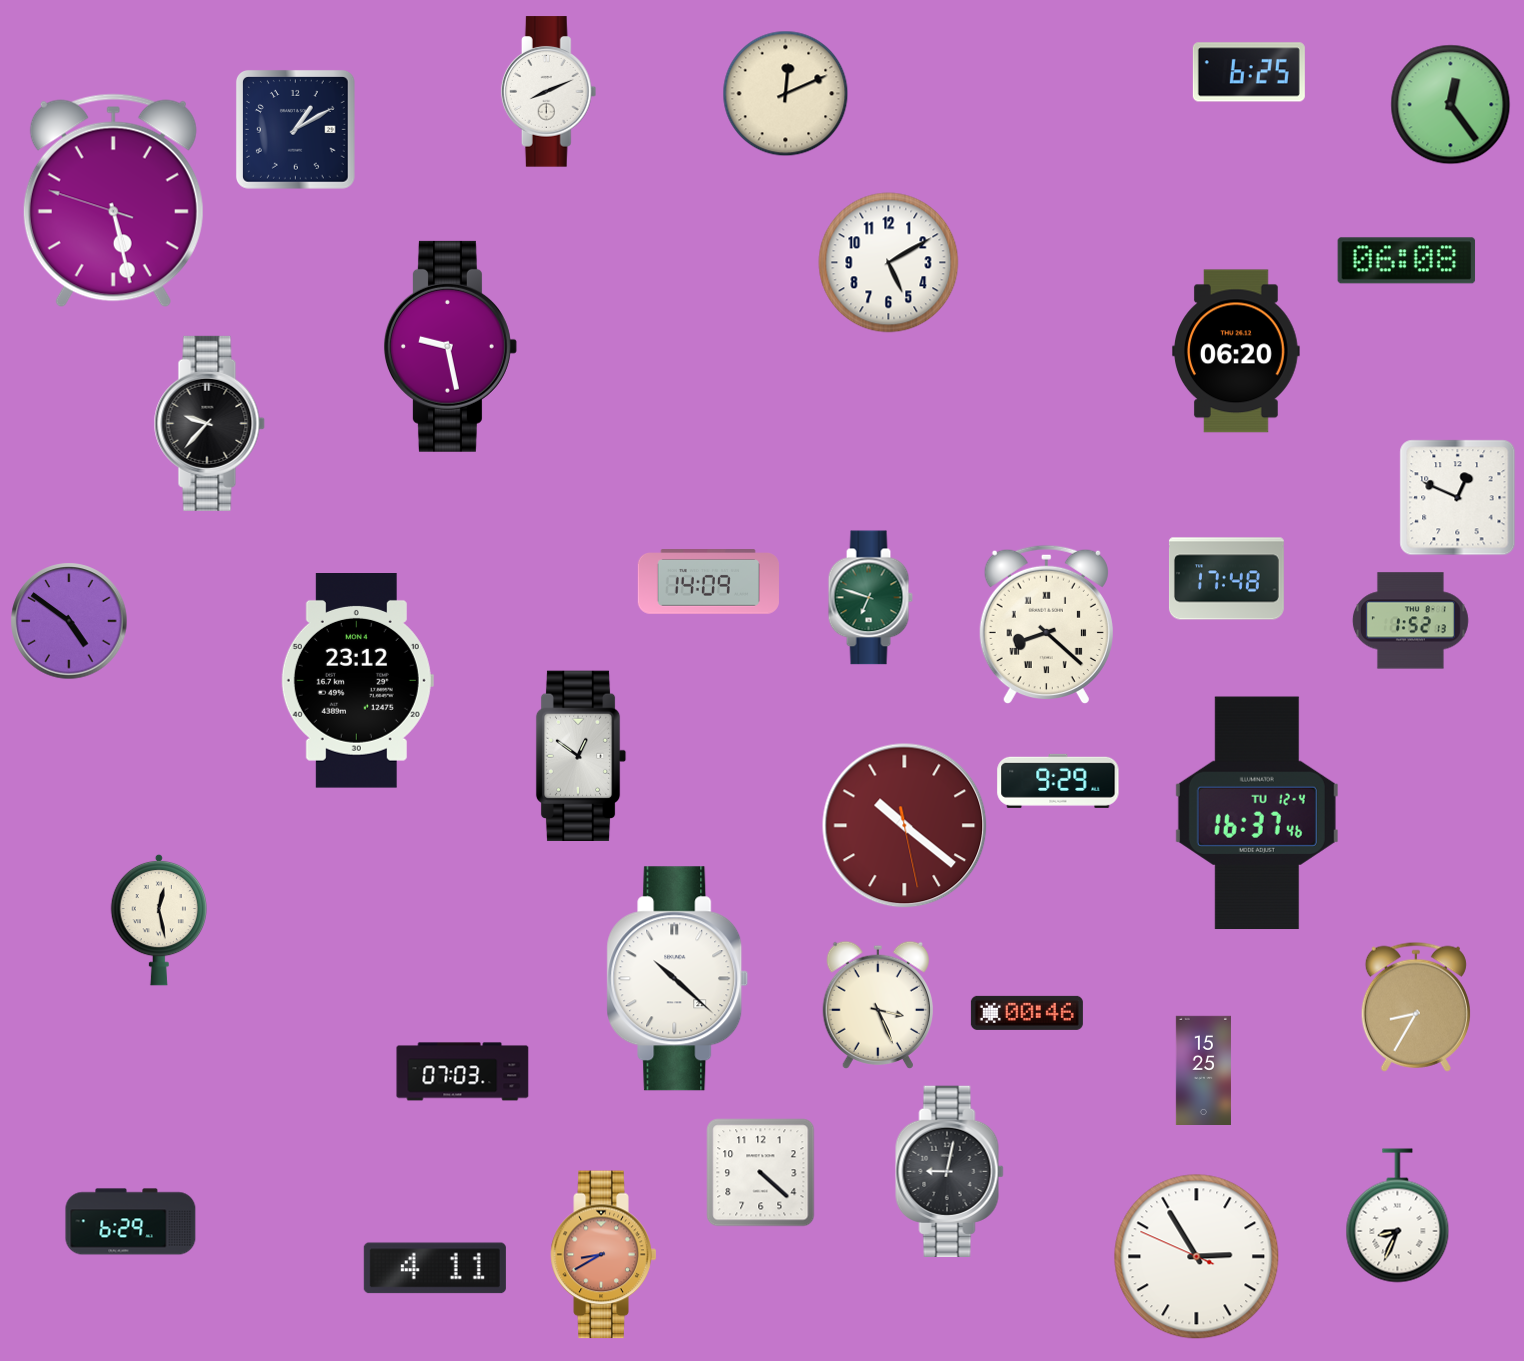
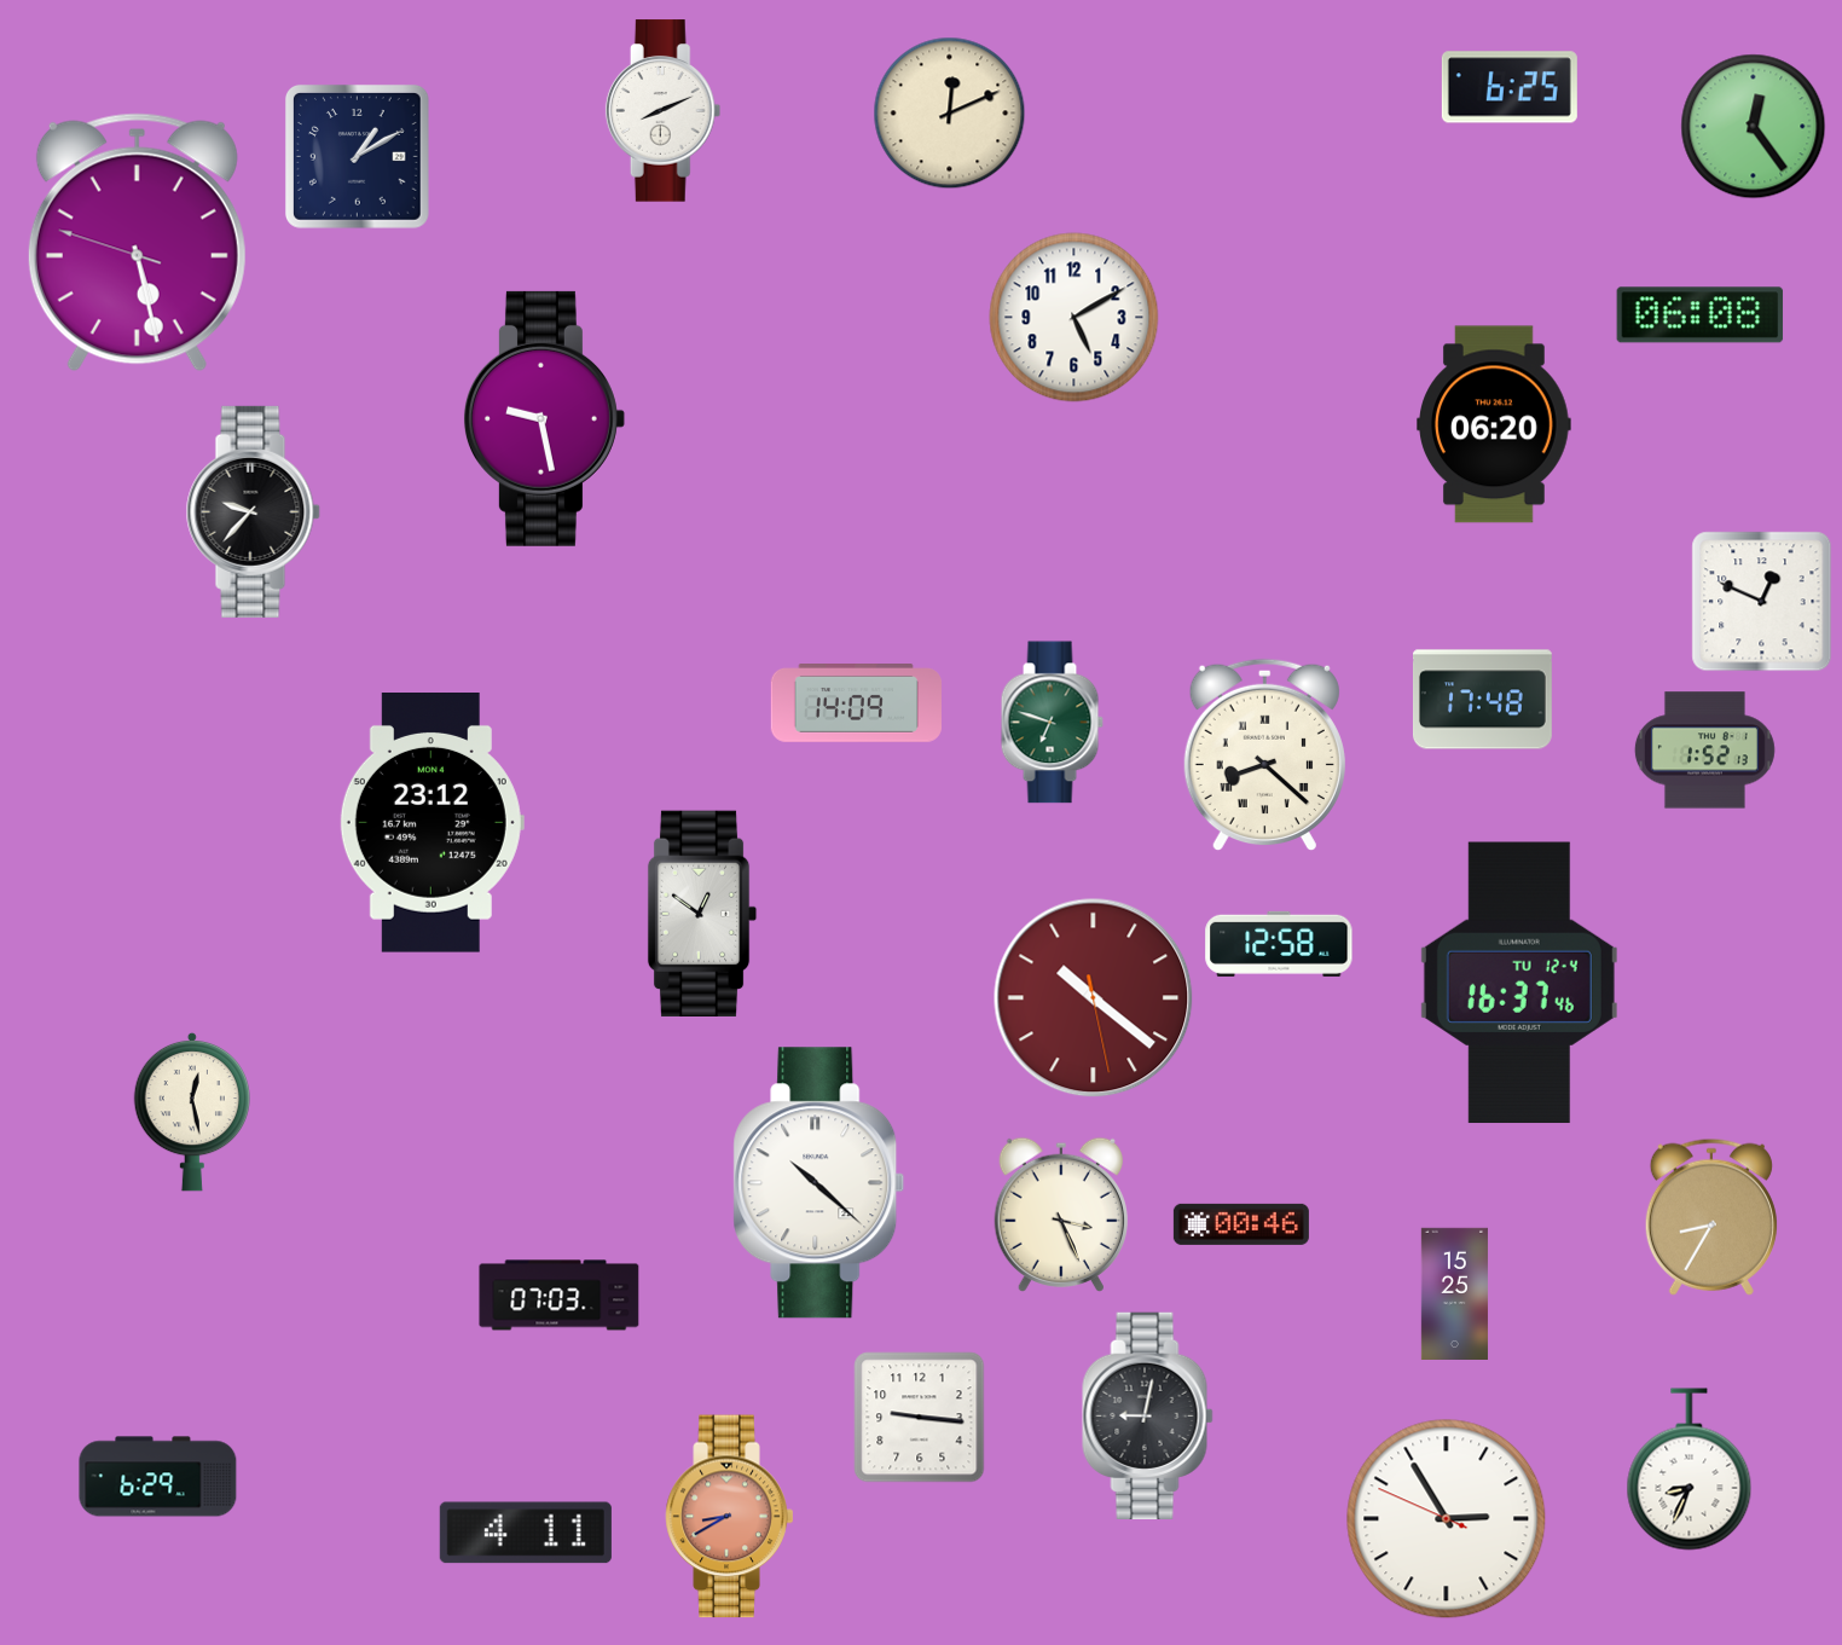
clock at (69, 621): 4:51 -> none
clock at (1058, 781): 9:29 -> 12:58
clock at (761, 1173): 4:22 -> 9:16
